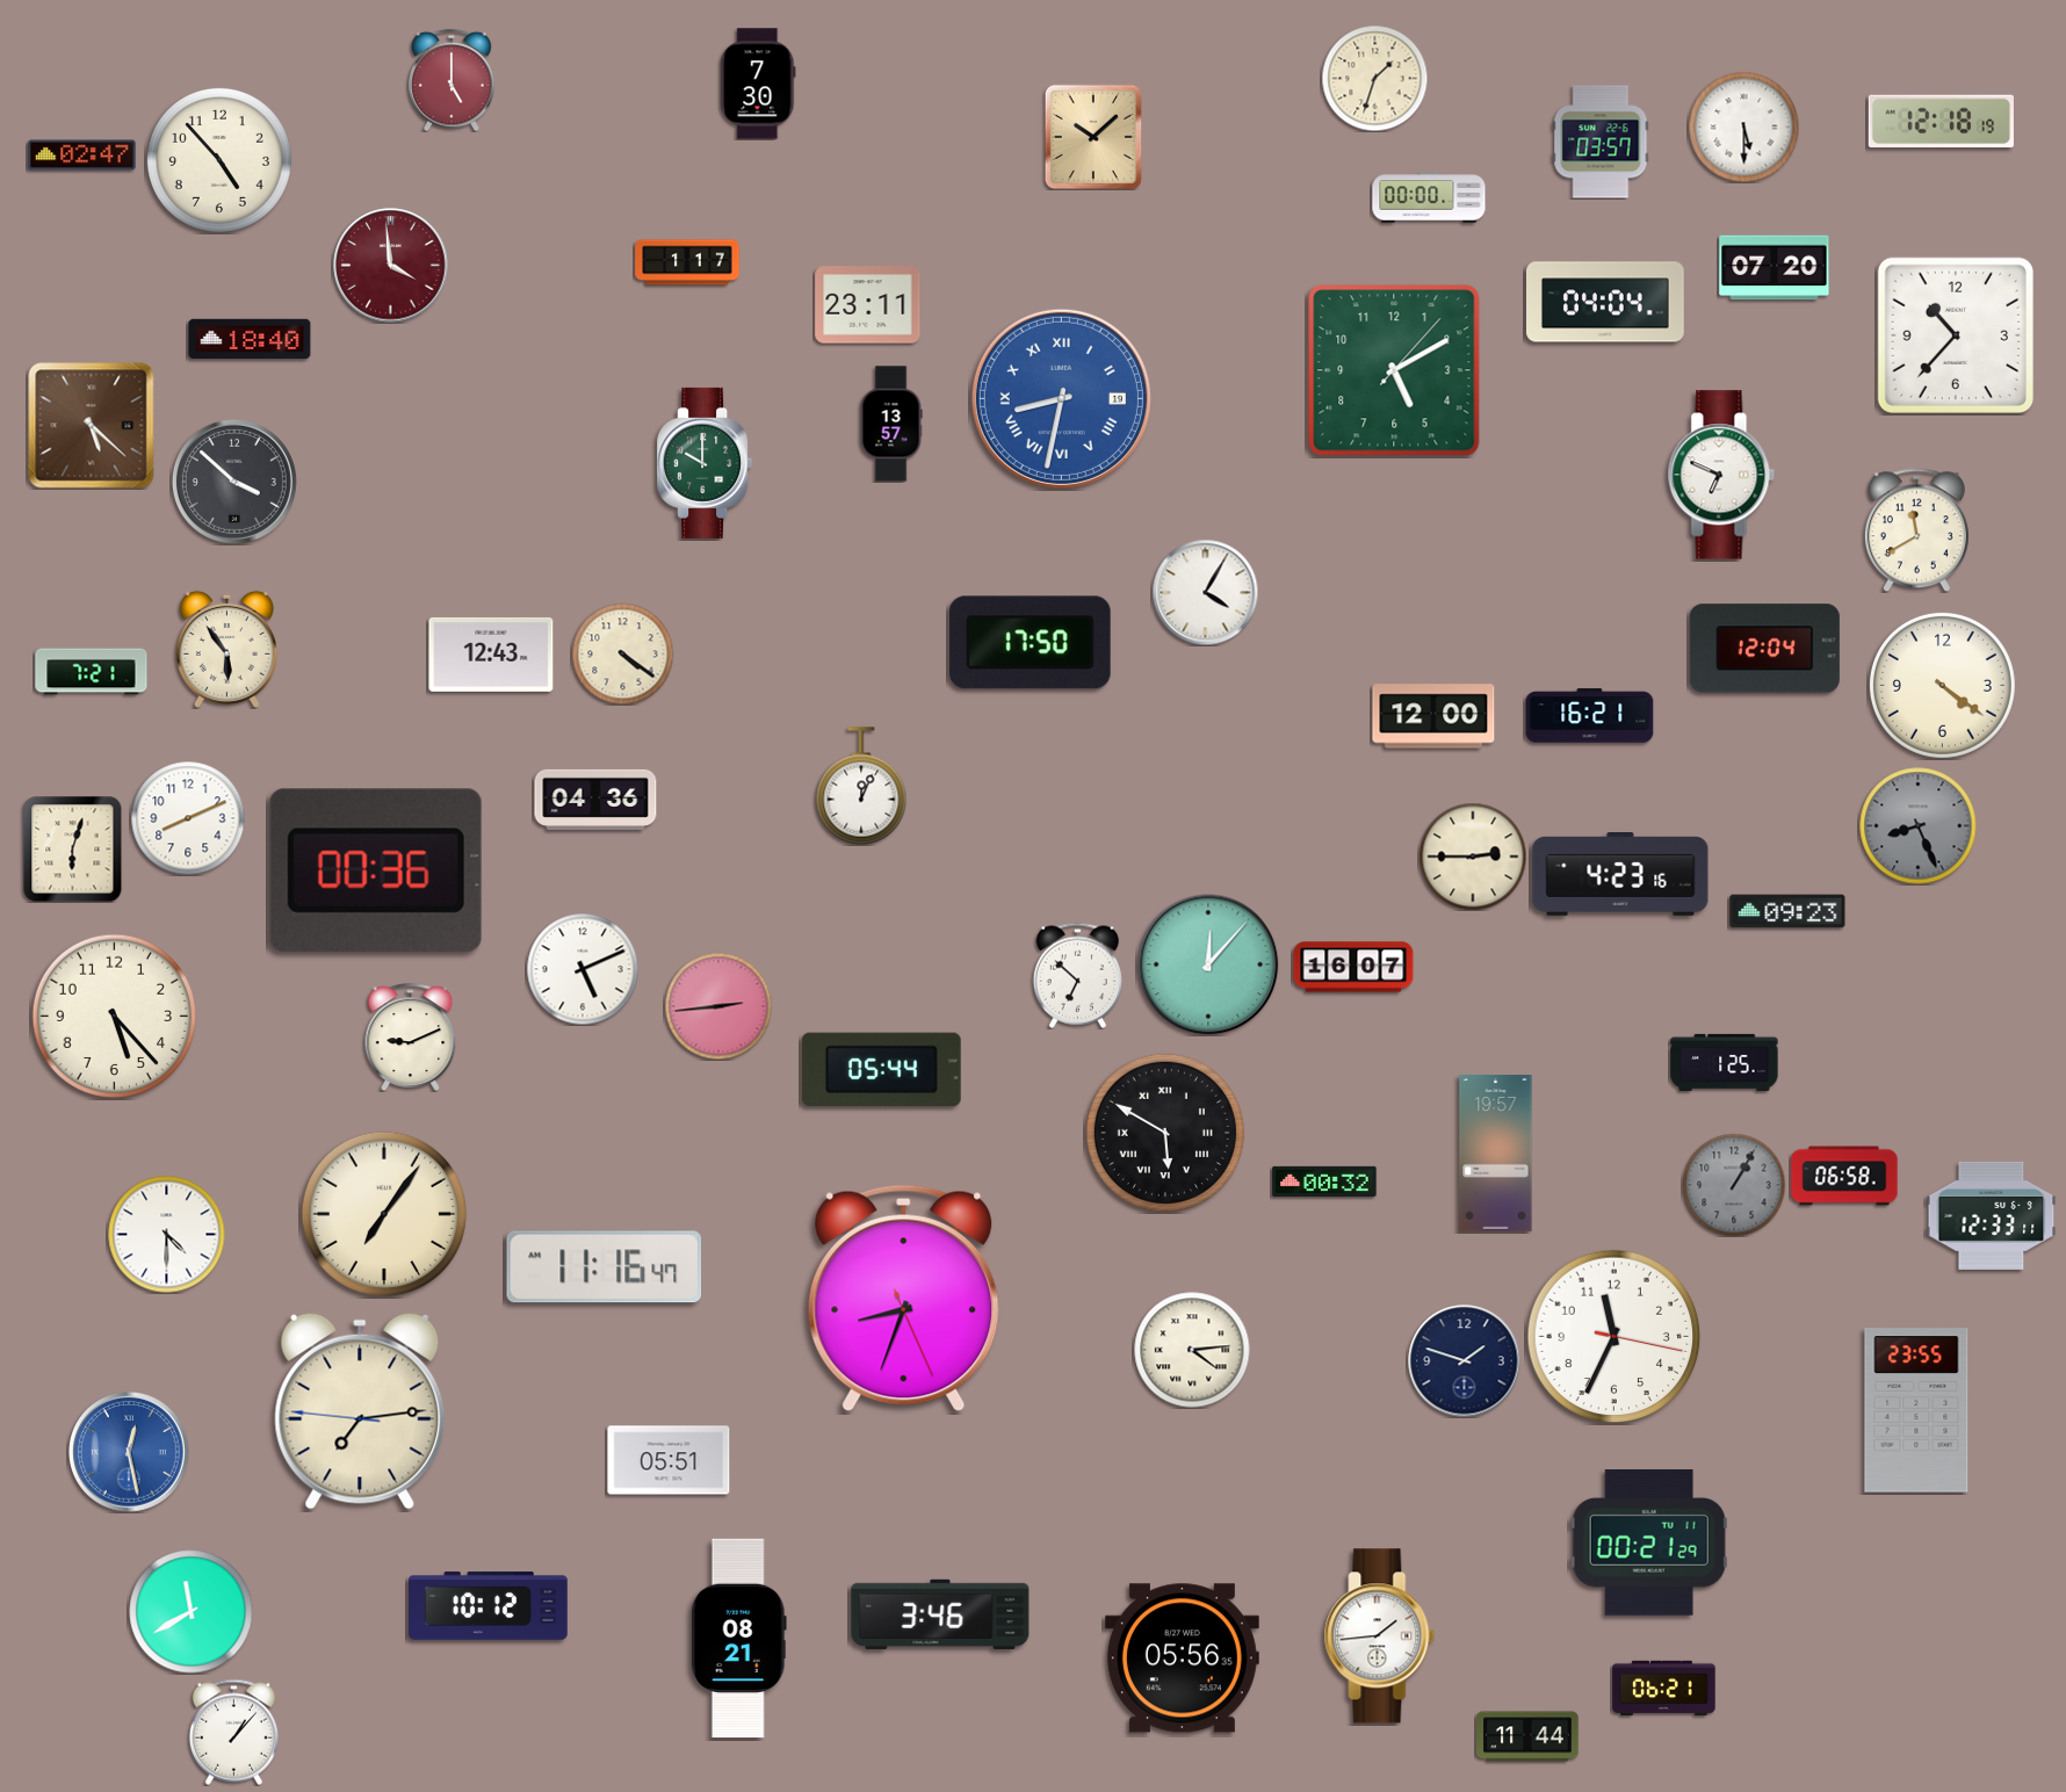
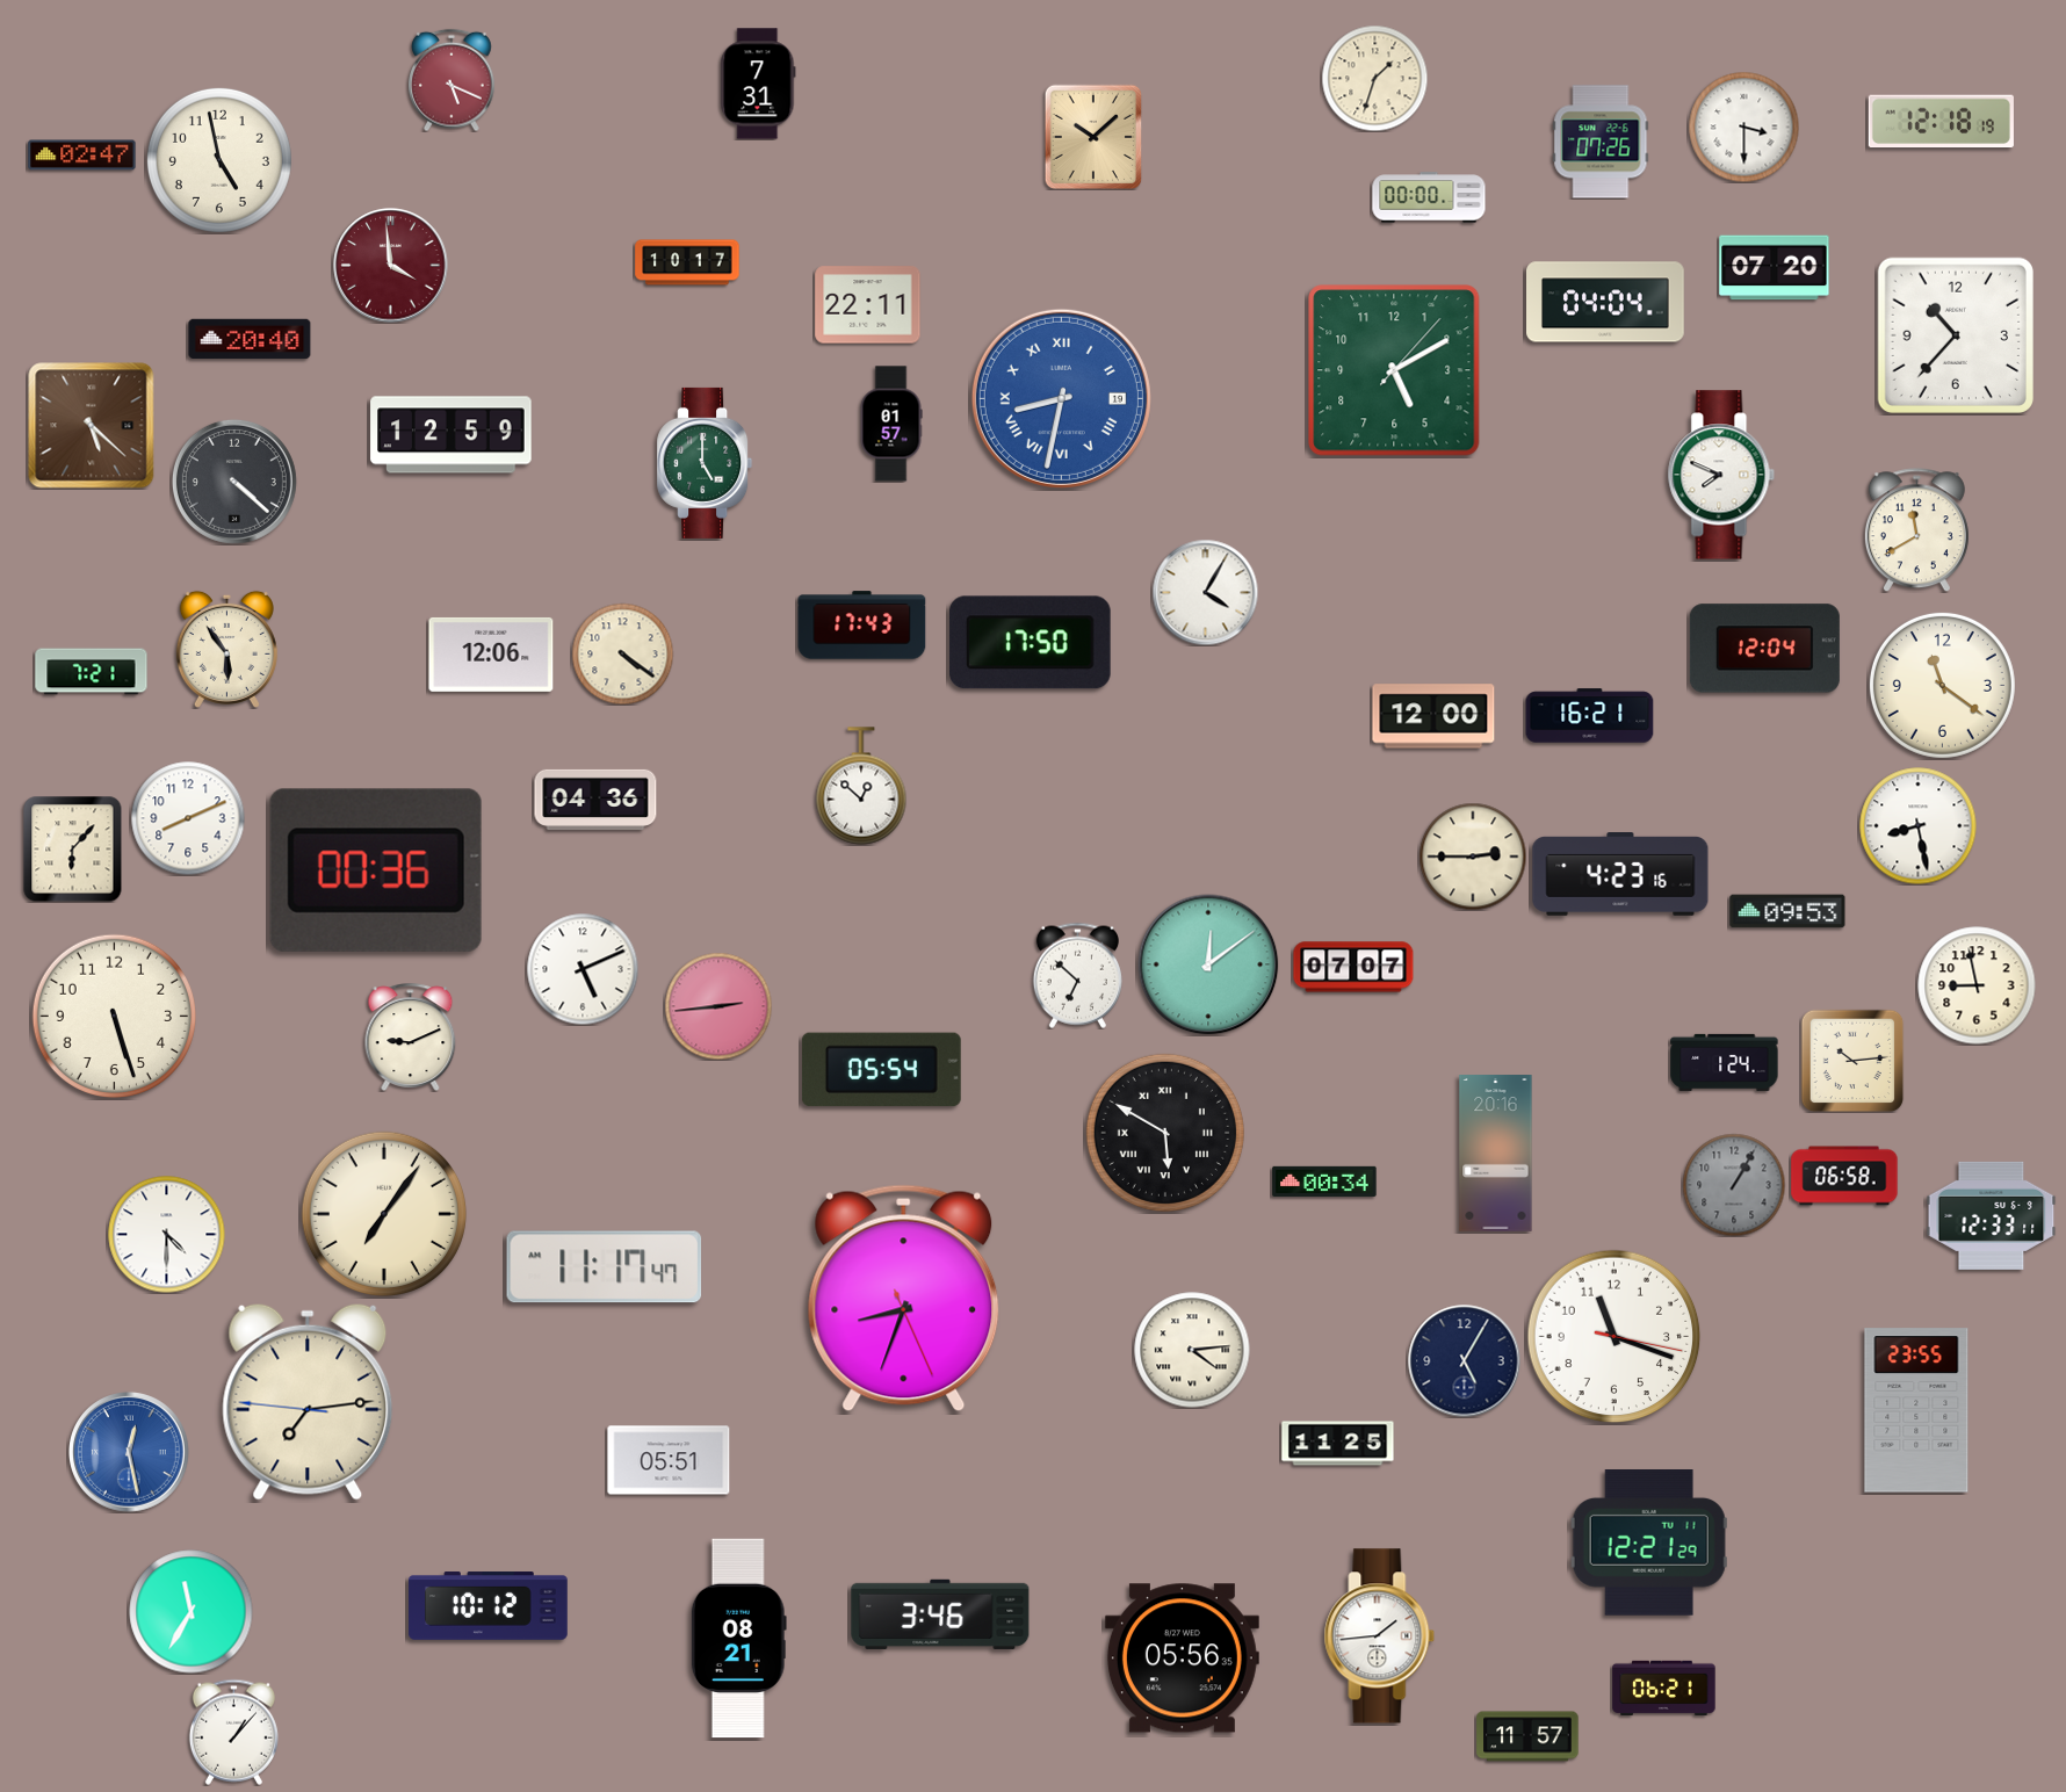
clock at (452, 80): 5:00 -> 5:19
clock at (758, 84): 7:30 -> 7:31
clock at (1743, 127): 5:30 -> 3:30
clock at (1601, 142): 03:57 -> 07:26
clock at (219, 160): 4:53 -> 4:58
clock at (687, 262): 1:17 -> 10:17
clock at (868, 305): 23:11 -> 22:11
clock at (250, 339): 18:40 -> 20:40
clock at (891, 424): 13:57 -> 01:57
clock at (452, 435): none -> 12:59
clock at (705, 463): 10:00 -> 5:00
clock at (1721, 475): 6:49 -> 7:49
clock at (234, 482): 3:52 -> 4:22
clock at (862, 626): none -> 17:43
clock at (491, 655): 12:43 -> 12:06
clock at (1942, 685): 4:21 -> 11:21
clock at (861, 786): 12:04 -> 12:52
clock at (1919, 826): 8:26 -> 8:28
clock at (1919, 826) dial: grey -> white
clock at (73, 848): 6:03 -> 6:07
clock at (1787, 911): 09:23 -> 09:53
clock at (1208, 964): 12:07 -> 12:09
clock at (1353, 967): 16:07 -> 07:07
clock at (1977, 985): none -> 8:58
clock at (114, 1016): 5:23 -> 5:27
clock at (1852, 1061): none -> 10:14
clock at (1725, 1062): 1:25 -> 1:24
clock at (882, 1070): 05:44 -> 05:54
clock at (1496, 1154): 19:57 -> 20:16
clock at (1324, 1182): 00:32 -> 00:34
clock at (605, 1267): 11:16 -> 11:17
clock at (1614, 1337): 11:34 -> 11:18
clock at (1465, 1361): 1:48 -> 5:05
clock at (360, 1411) position: (360, 1411) -> (308, 1402)
clock at (1338, 1444): none -> 11:25
clock at (1649, 1544): 00:21 -> 12:21
clock at (192, 1612): 11:40 -> 11:35
clock at (1527, 1736): 11:44 -> 11:57
